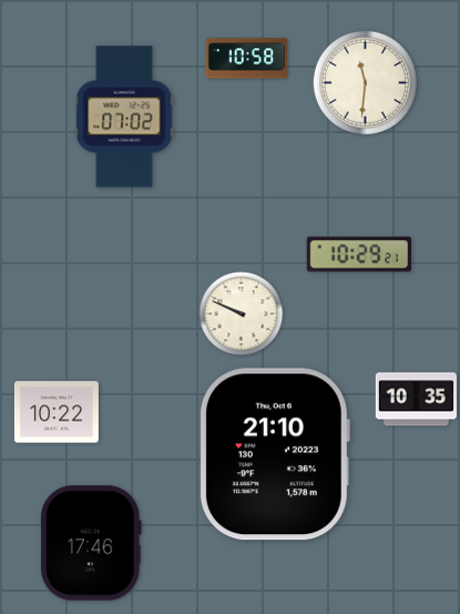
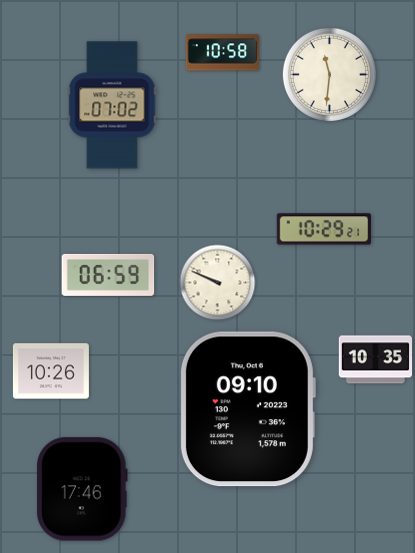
clock at (108, 275): none -> 06:59
clock at (57, 412): 10:22 -> 10:26
clock at (274, 454): 21:10 -> 09:10
